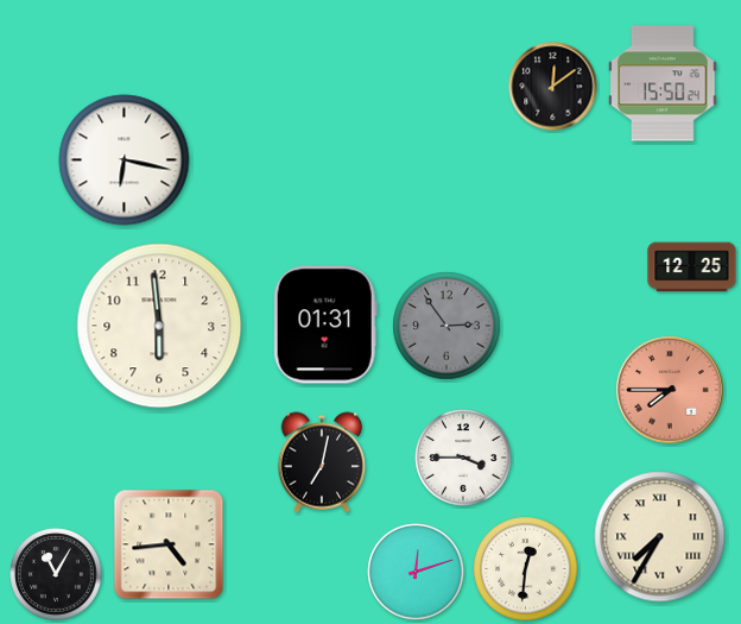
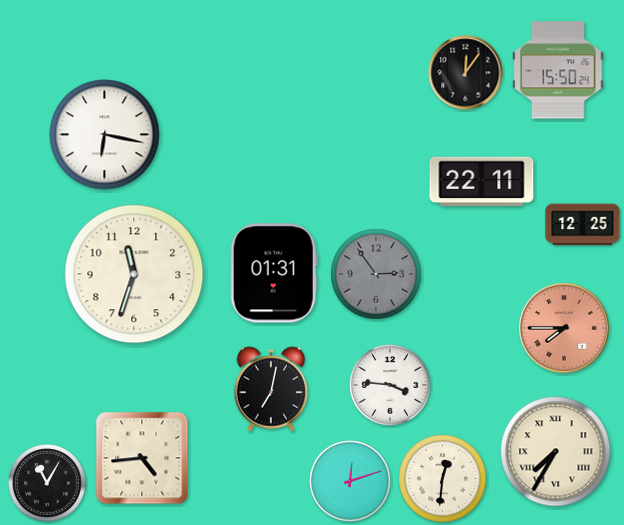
clock at (553, 87): 12:09 -> 12:06
clock at (482, 182): none -> 22:11
clock at (159, 326): 5:59 -> 11:33
clock at (463, 458): 3:45 -> 3:46
